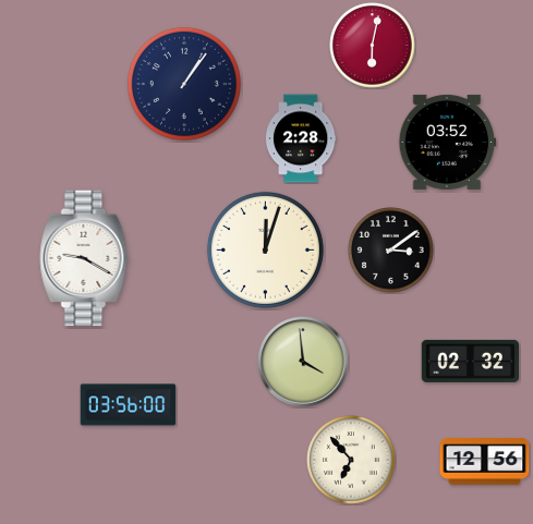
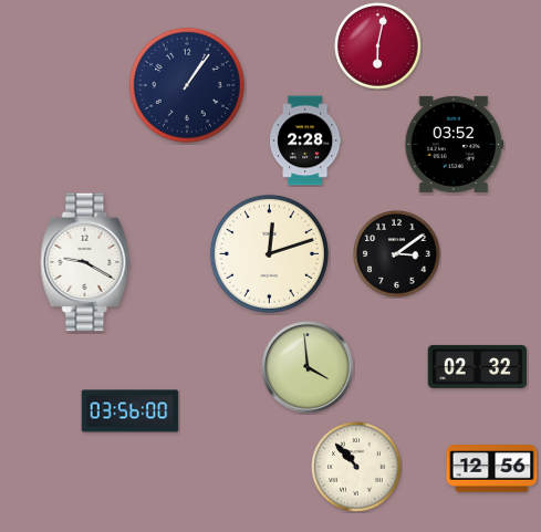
clock at (265, 249): 12:03 -> 12:12
clock at (351, 460): 6:53 -> 10:53
